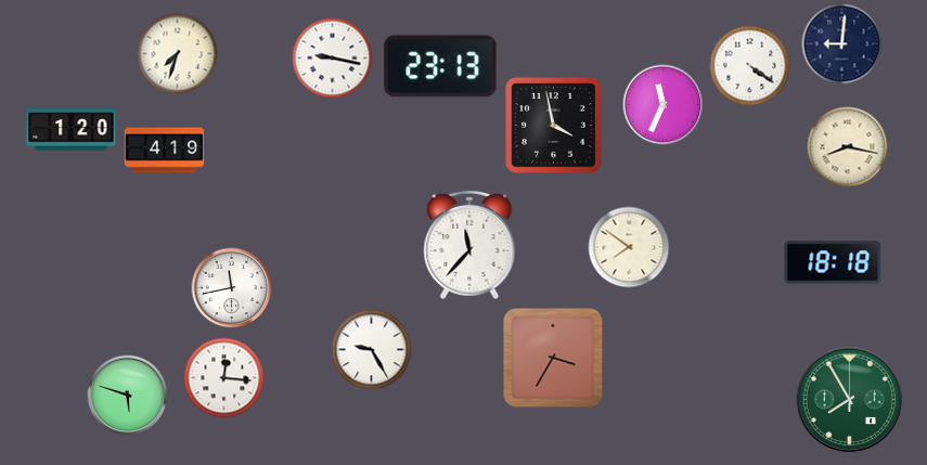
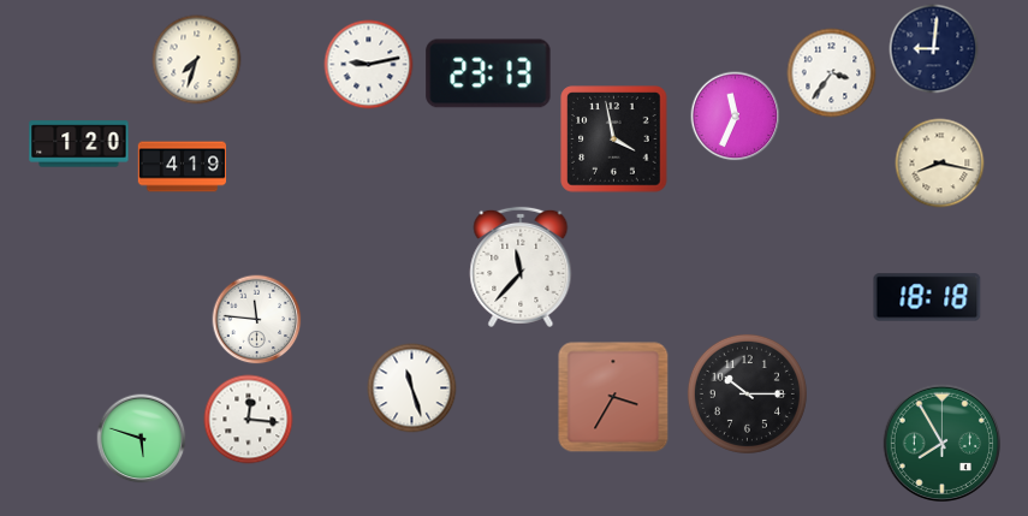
clock at (333, 59): 9:17 -> 9:13
clock at (750, 66): 4:21 -> 3:36
clock at (469, 245) position: (469, 245) -> (521, 267)
clock at (629, 247): 7:51 -> none
clock at (833, 262) position: (833, 262) -> (927, 297)
clock at (232, 288): 11:43 -> 11:46
clock at (372, 350): 9:25 -> 11:27
clock at (747, 393): none -> 10:15
